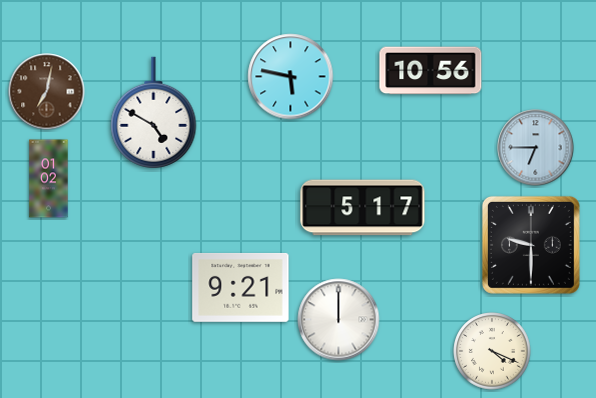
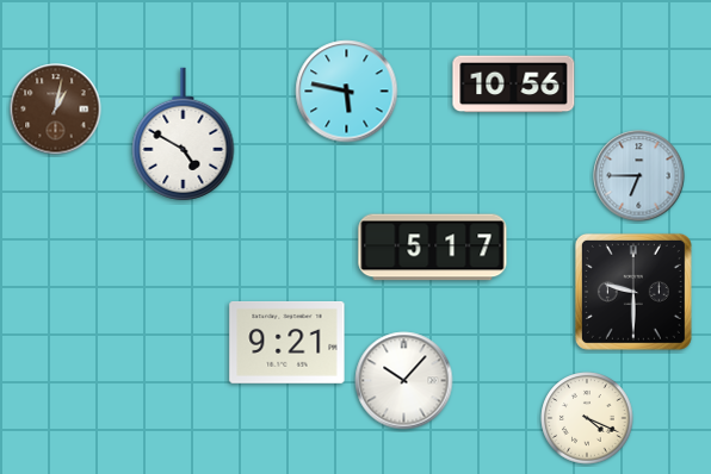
clock at (47, 92): 7:02 -> 1:02
clock at (49, 179): 01:02 -> none
clock at (339, 320): 12:00 -> 10:07
